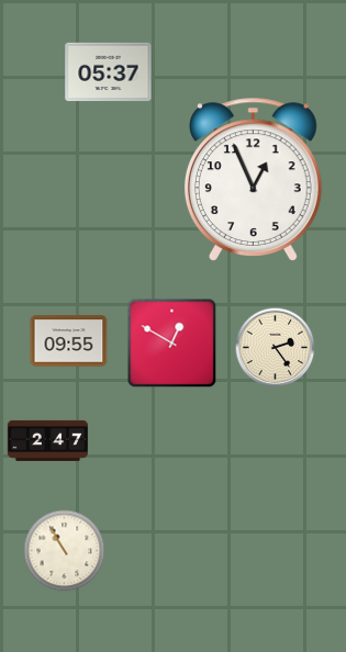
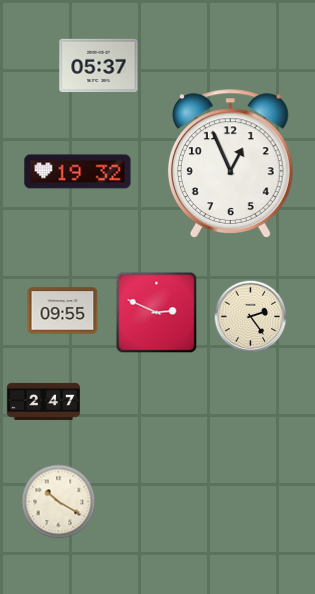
clock at (78, 172): none -> 19:32
clock at (172, 344): 12:50 -> 2:49
clock at (65, 551): 10:55 -> 10:20
